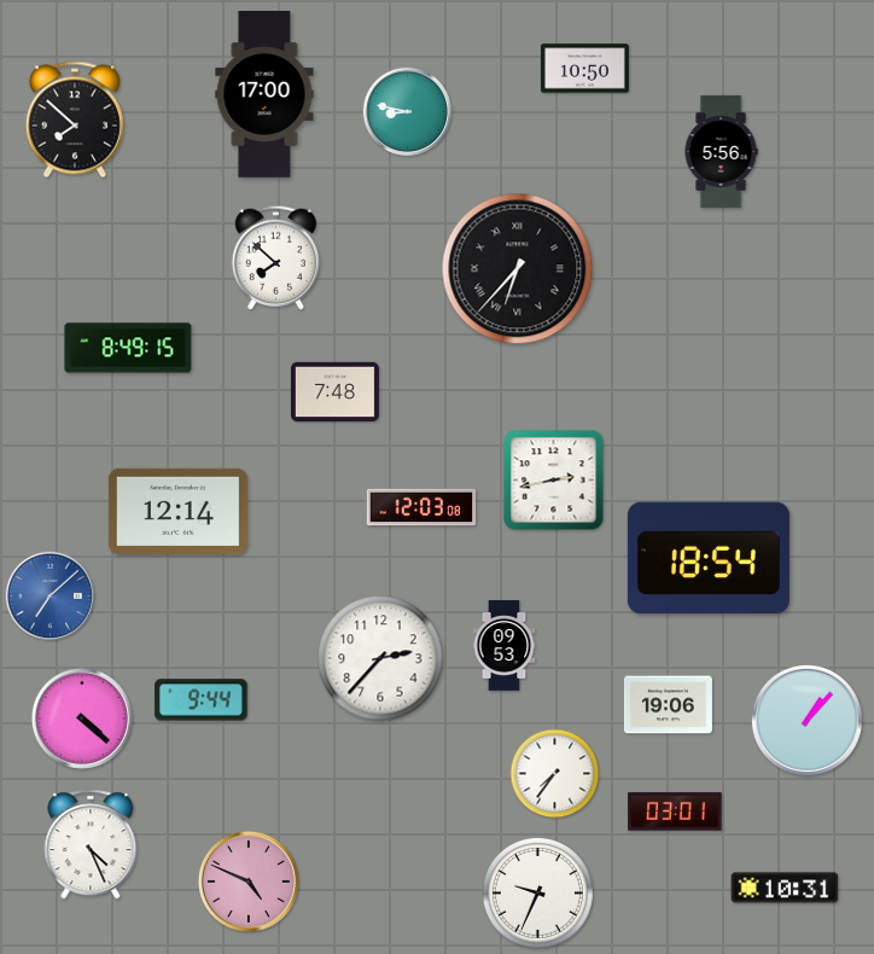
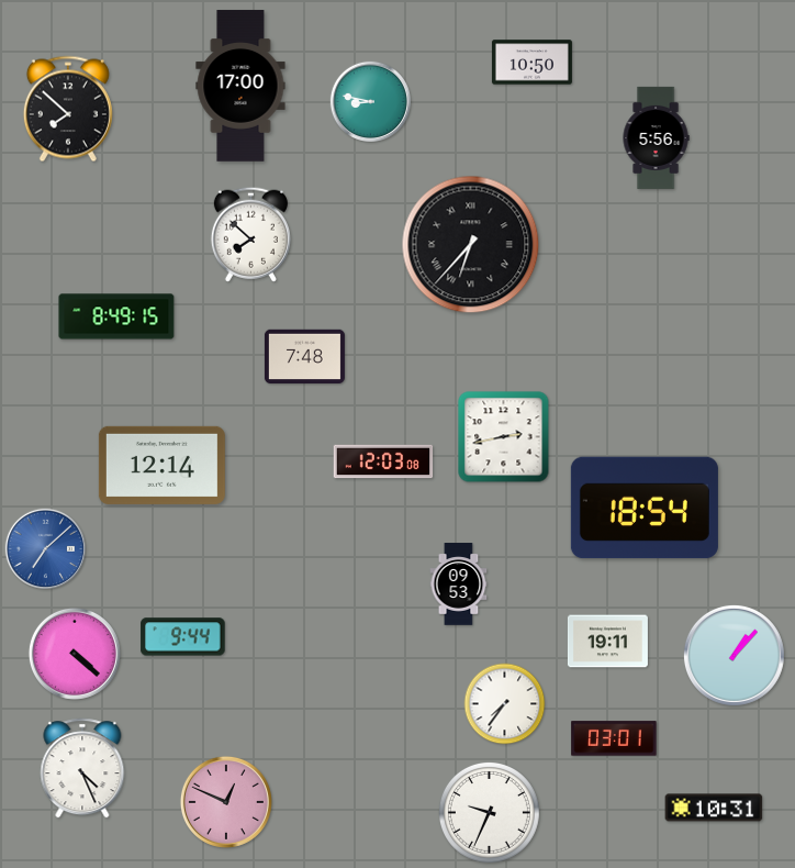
clock at (49, 595) position: (49, 595) -> (45, 548)
clock at (505, 646) position: (505, 646) -> (459, 585)
clock at (380, 658): 2:37 -> none
clock at (668, 705): 19:06 -> 19:11
clock at (249, 882): 4:49 -> 12:49
